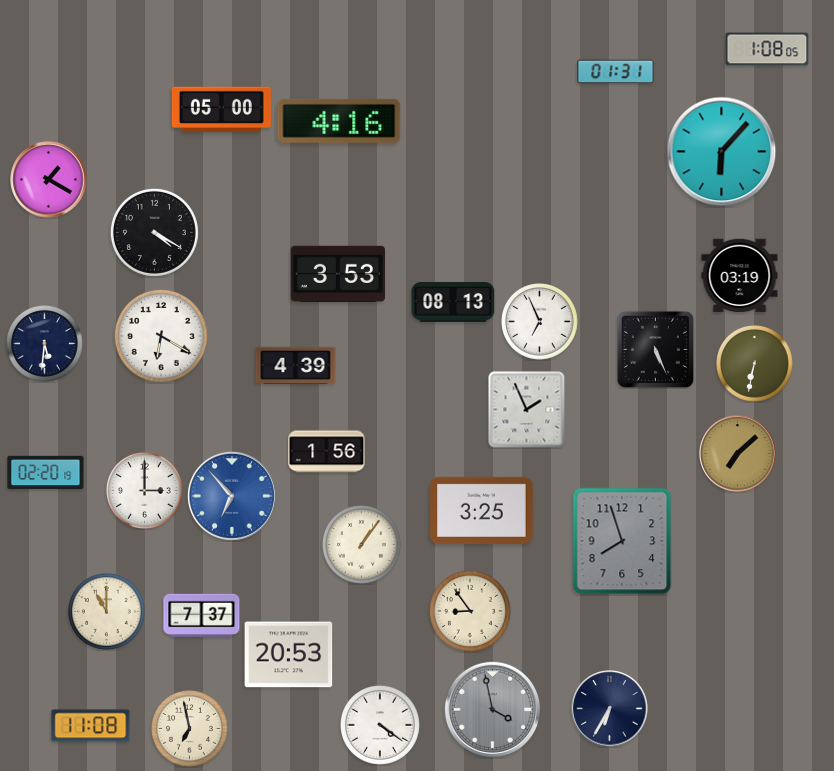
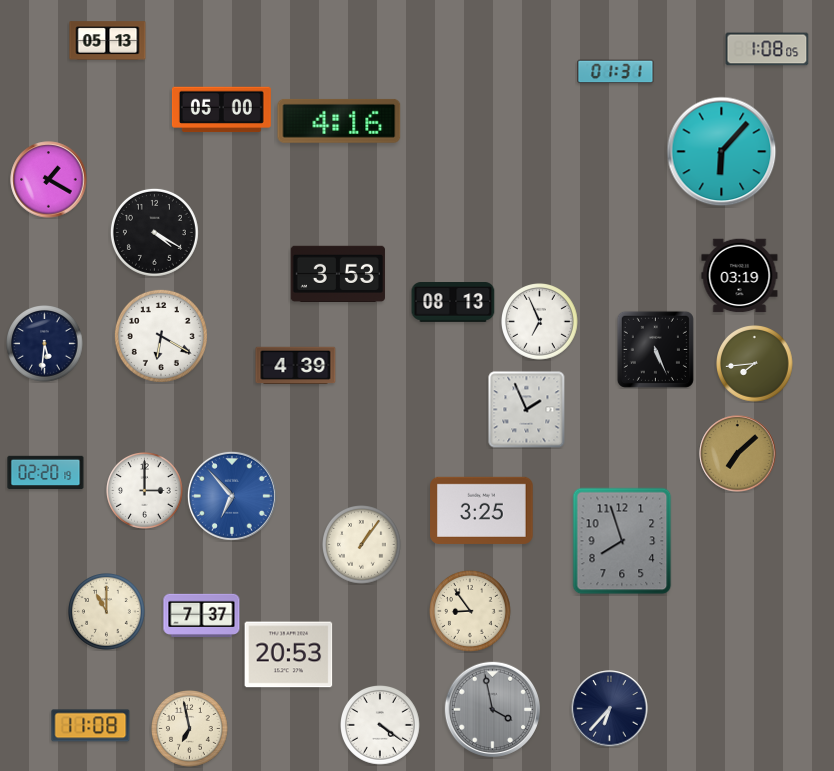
clock at (108, 41): none -> 05:13
clock at (755, 364): 6:32 -> 7:44
clock at (327, 452): 1:56 -> none
clock at (610, 709): 6:35 -> 6:37
